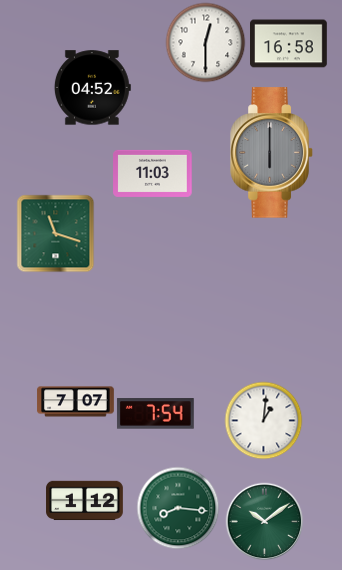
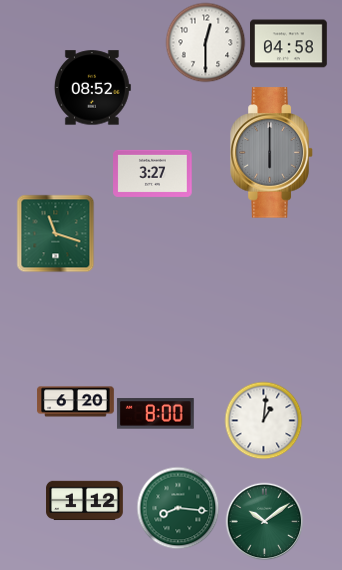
clock at (289, 44): 16:58 -> 04:58
clock at (92, 88): 04:52 -> 08:52
clock at (153, 173): 11:03 -> 3:27
clock at (76, 402): 7:07 -> 6:20
clock at (155, 414): 7:54 -> 8:00
